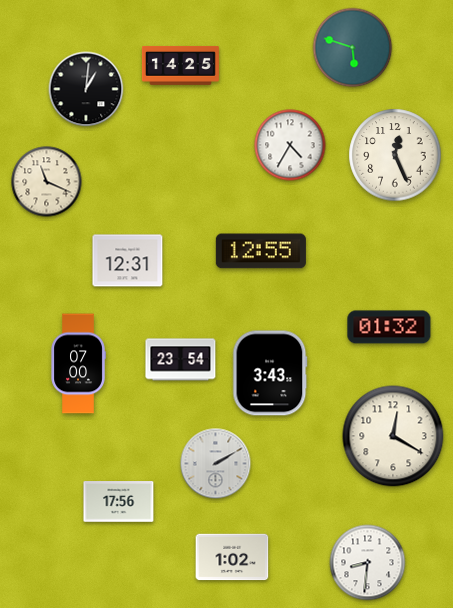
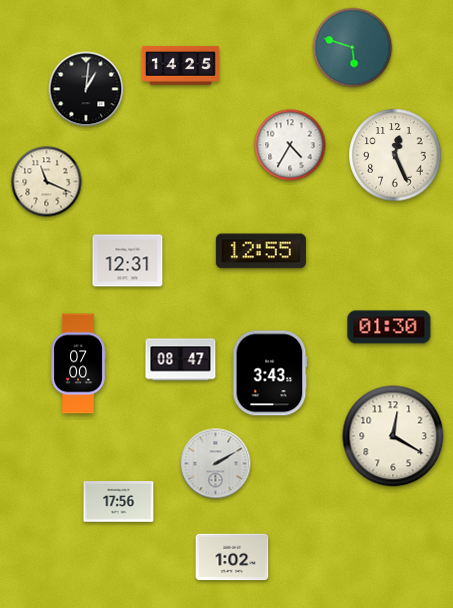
clock at (389, 327): 01:32 -> 01:30
clock at (181, 360): 23:54 -> 08:47
clock at (368, 563): 8:31 -> none
